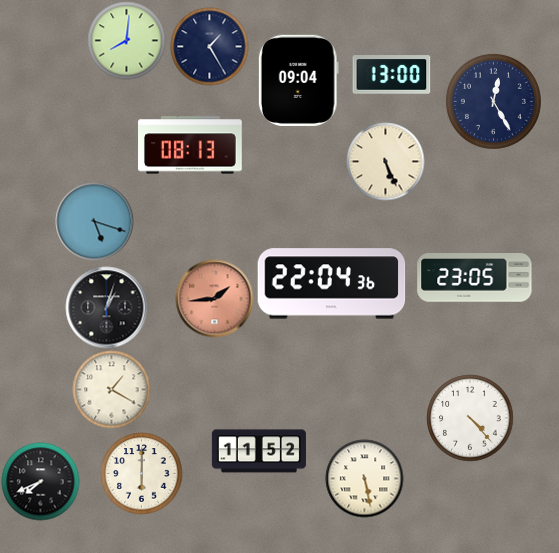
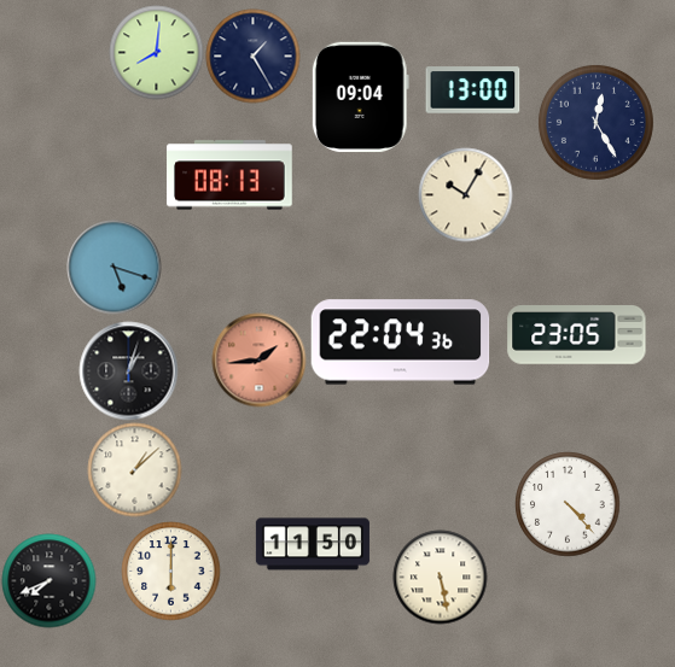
clock at (126, 40) position: (126, 40) -> (156, 52)
clock at (385, 161): 5:26 -> 10:05
clock at (475, 278) position: (475, 278) -> (577, 335)
clock at (111, 389): 1:20 -> 1:08
clock at (259, 451): 11:52 -> 11:50
